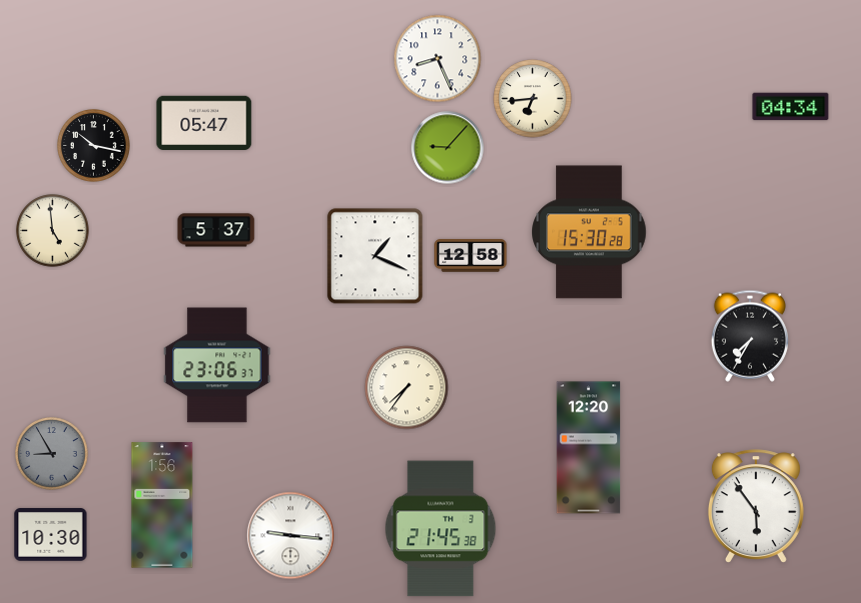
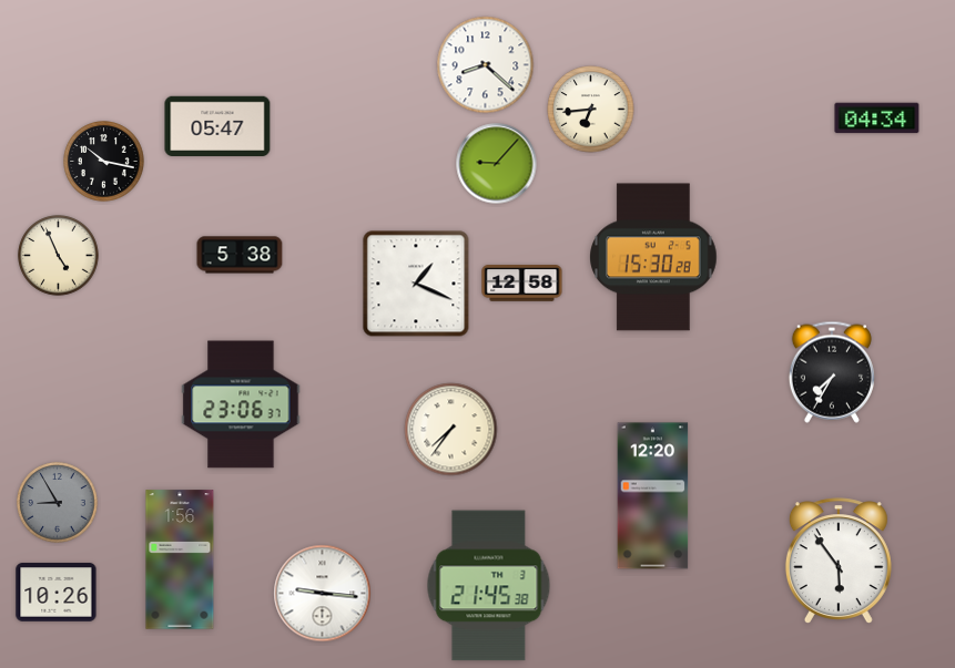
clock at (438, 59): 8:26 -> 8:22
clock at (204, 122) position: (204, 122) -> (217, 125)
clock at (216, 230): 5:37 -> 5:38
clock at (53, 231): 4:59 -> 4:56
clock at (51, 535): 10:30 -> 10:26
